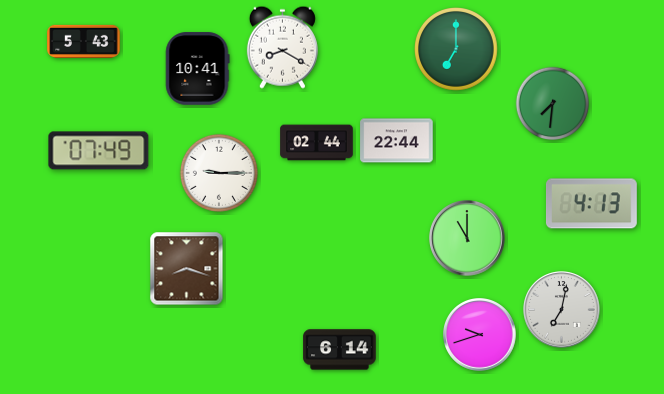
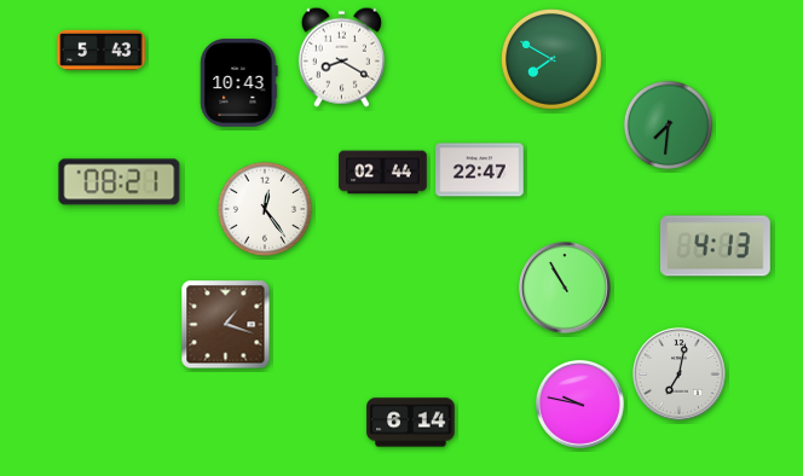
clock at (457, 50): 7:00 -> 7:50
clock at (198, 69): 10:41 -> 10:43
clock at (397, 141): 22:44 -> 22:47
clock at (99, 151): 07:49 -> 08:21
clock at (219, 173): 9:15 -> 12:24
clock at (467, 238): 11:00 -> 10:55
clock at (187, 269): 8:18 -> 1:18
clock at (480, 335): 9:42 -> 9:47
